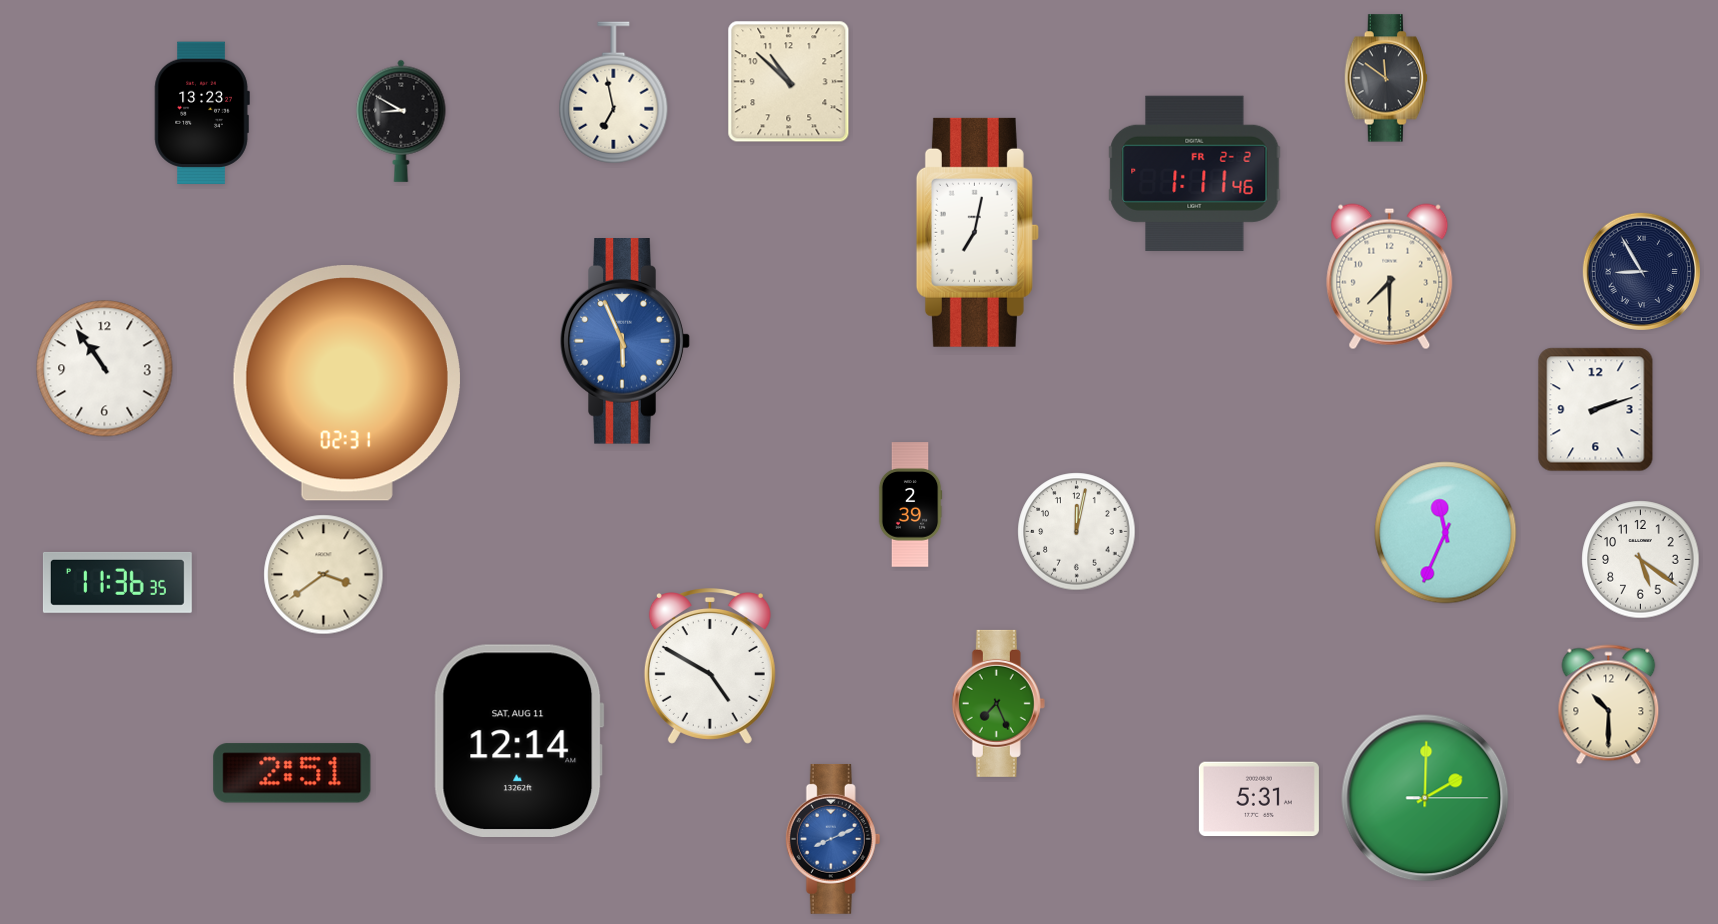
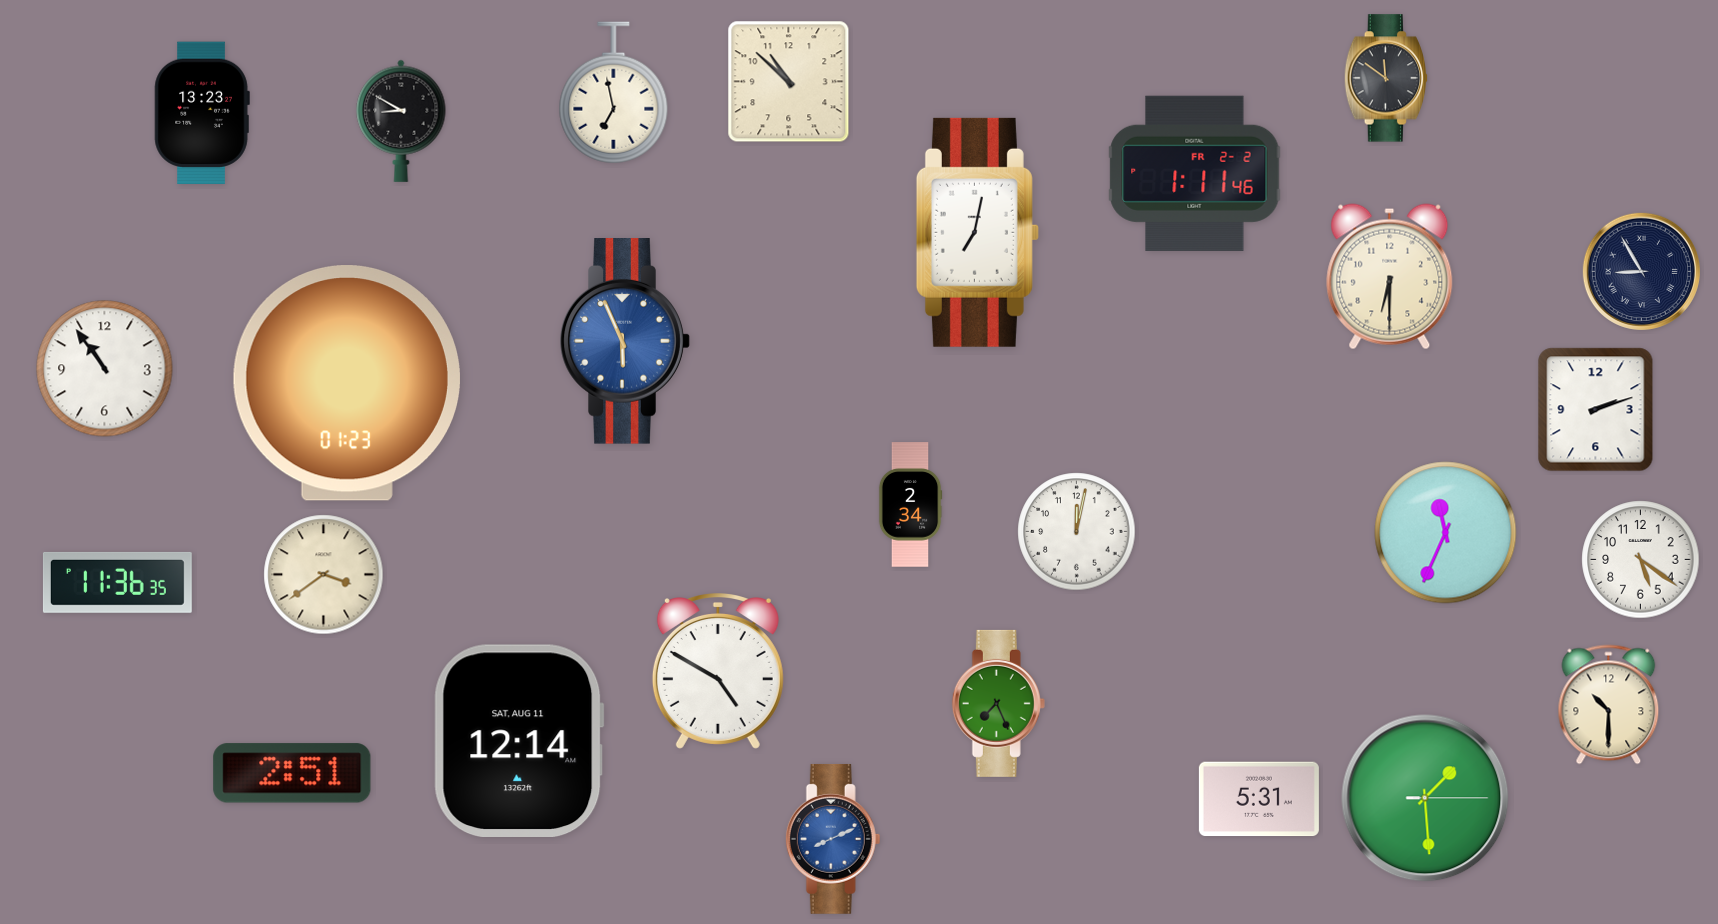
clock at (1390, 277): 7:30 -> 6:30
clock at (347, 383): 02:31 -> 01:23
clock at (910, 505): 2:39 -> 2:34
clock at (710, 667) position: (710, 667) -> (718, 672)
clock at (1425, 798): 2:00 -> 1:29
